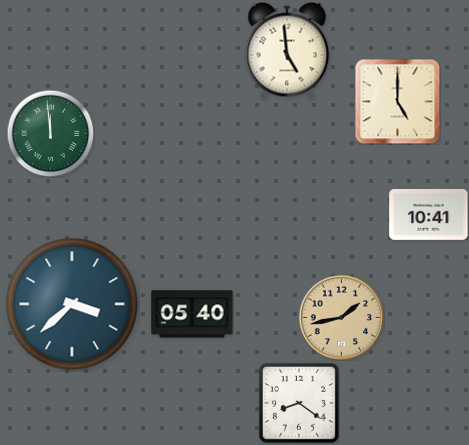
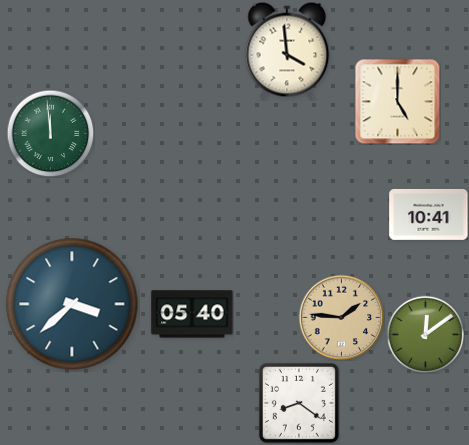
clock at (287, 51): 4:59 -> 3:59
clock at (341, 317): 1:43 -> 1:46
clock at (425, 334): none -> 12:09
